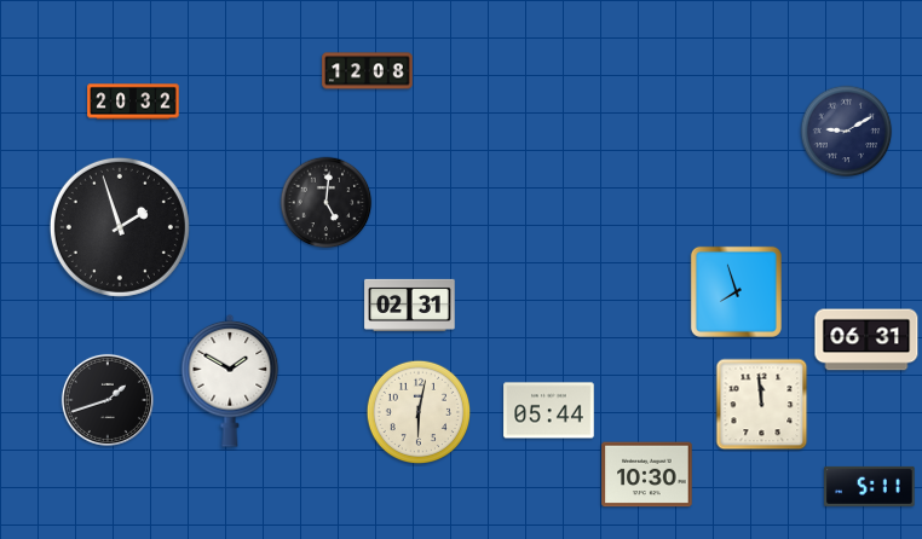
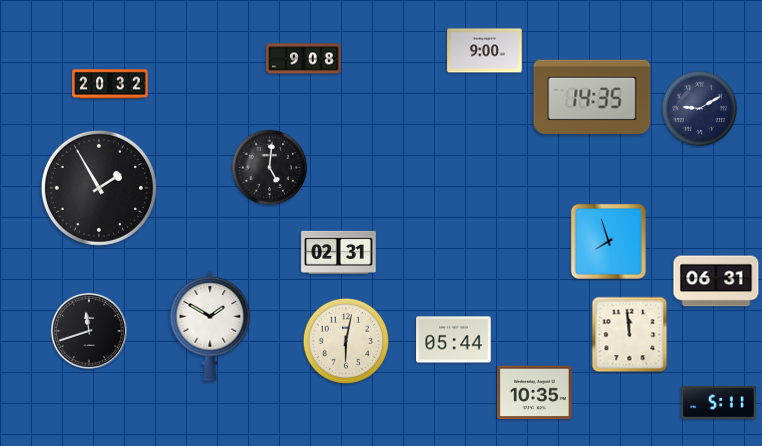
clock at (485, 51): none -> 9:00
clock at (368, 71): 12:08 -> 9:08
clock at (592, 97): none -> 14:35
clock at (120, 227): 1:57 -> 1:55
clock at (230, 381) position: (230, 381) -> (210, 326)
clock at (108, 400): 1:42 -> 11:42
clock at (647, 475): 10:30 -> 10:35
